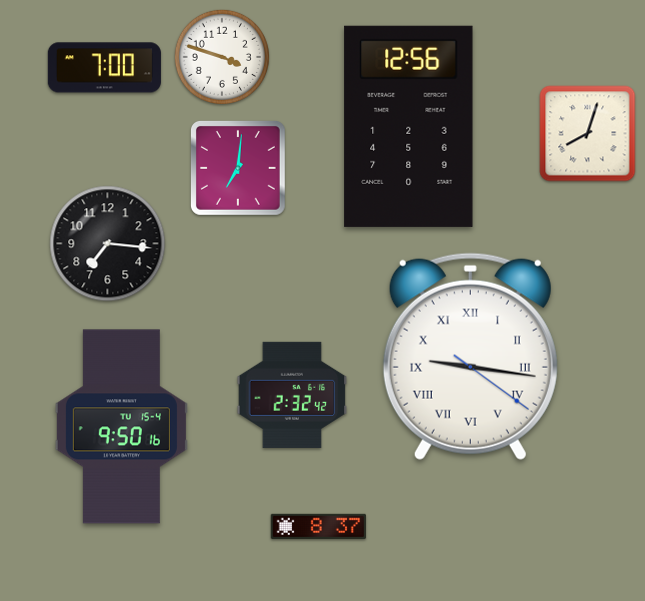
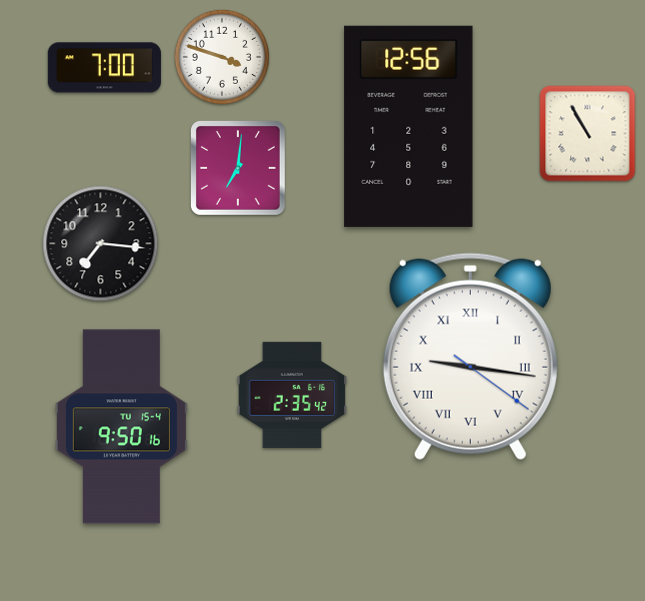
clock at (588, 134): 8:03 -> 10:55
clock at (108, 244) position: (108, 244) -> (101, 244)
clock at (292, 395): 2:32 -> 2:35
clock at (318, 526): 8:37 -> none
